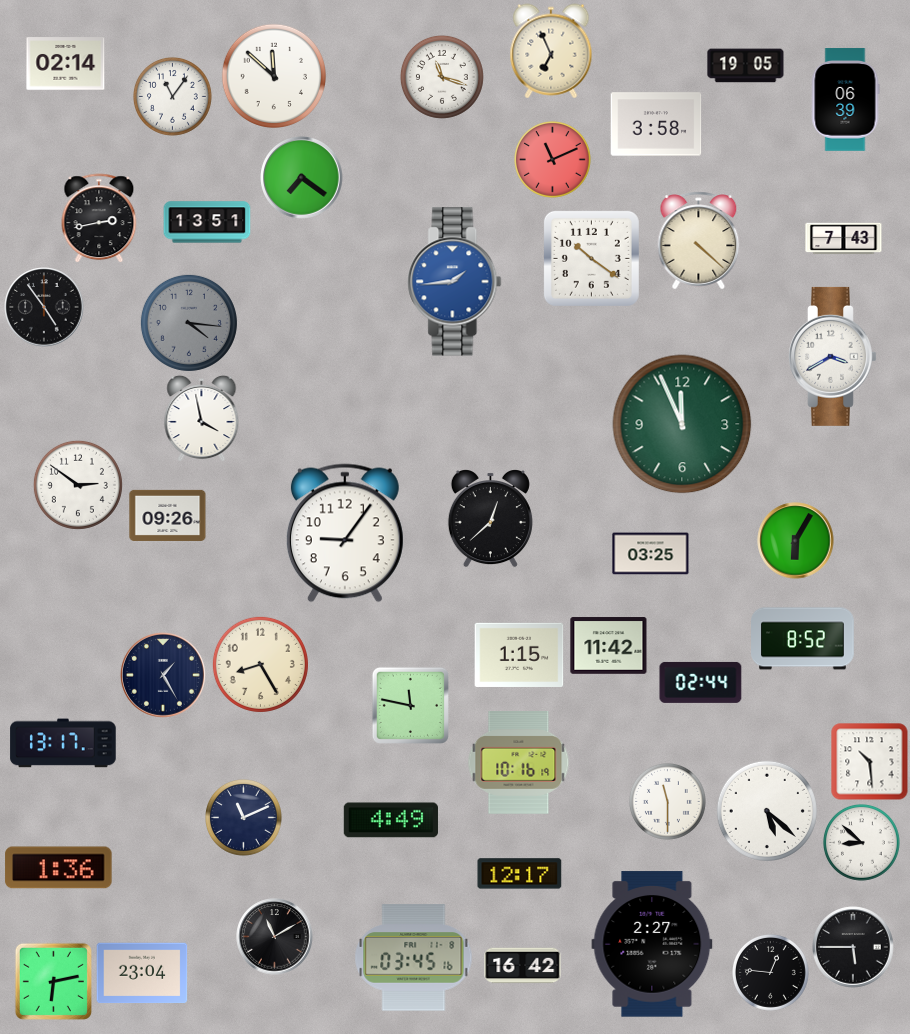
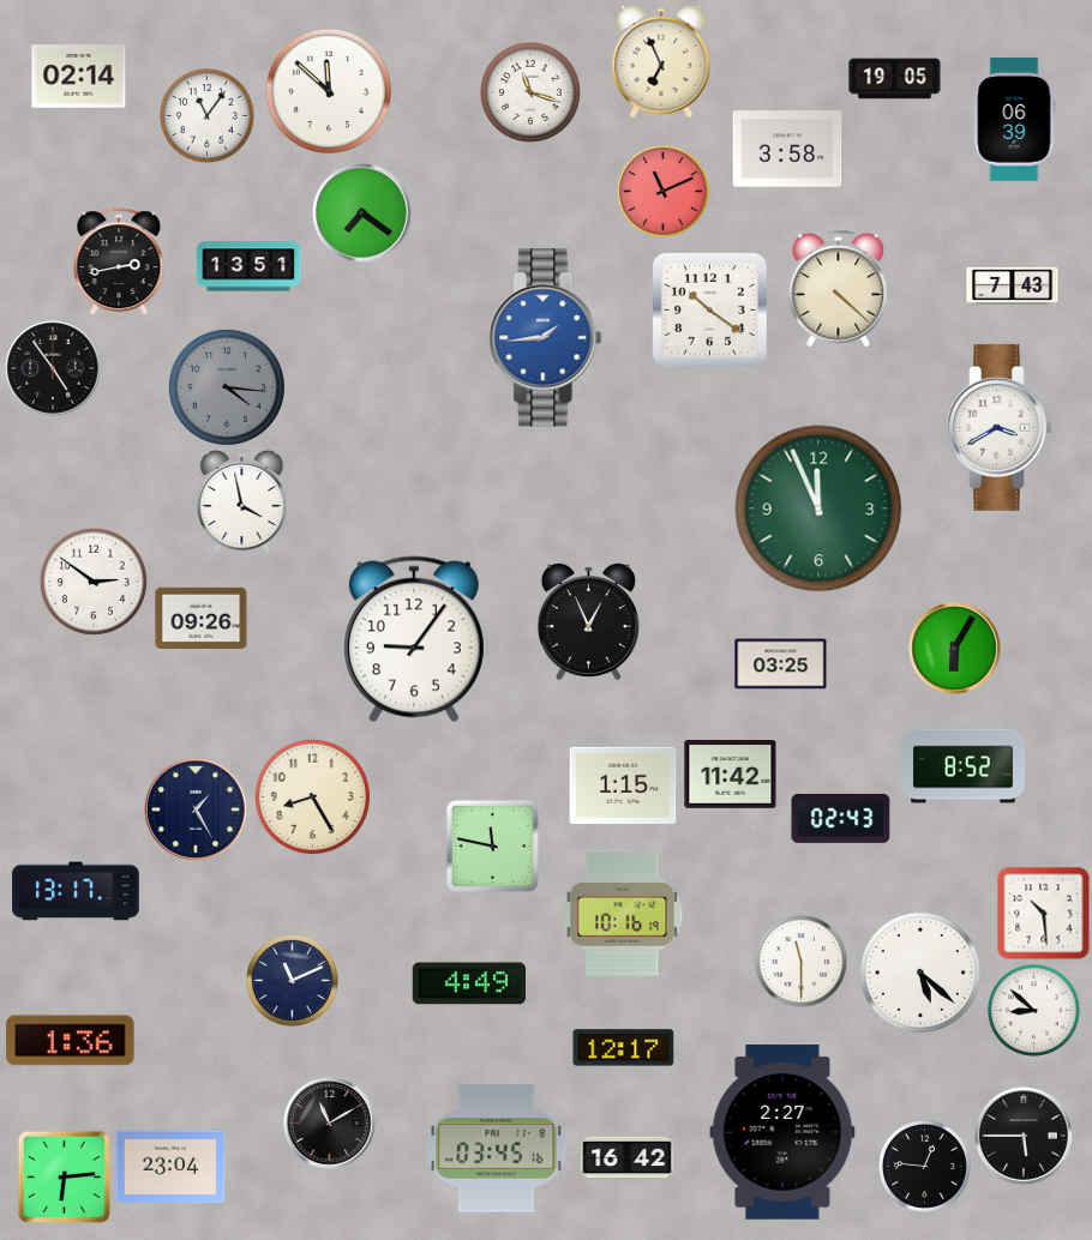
clock at (490, 519): 12:38 -> 12:56
clock at (701, 682): 02:44 -> 02:43
clock at (53, 981): 6:13 -> 6:14
